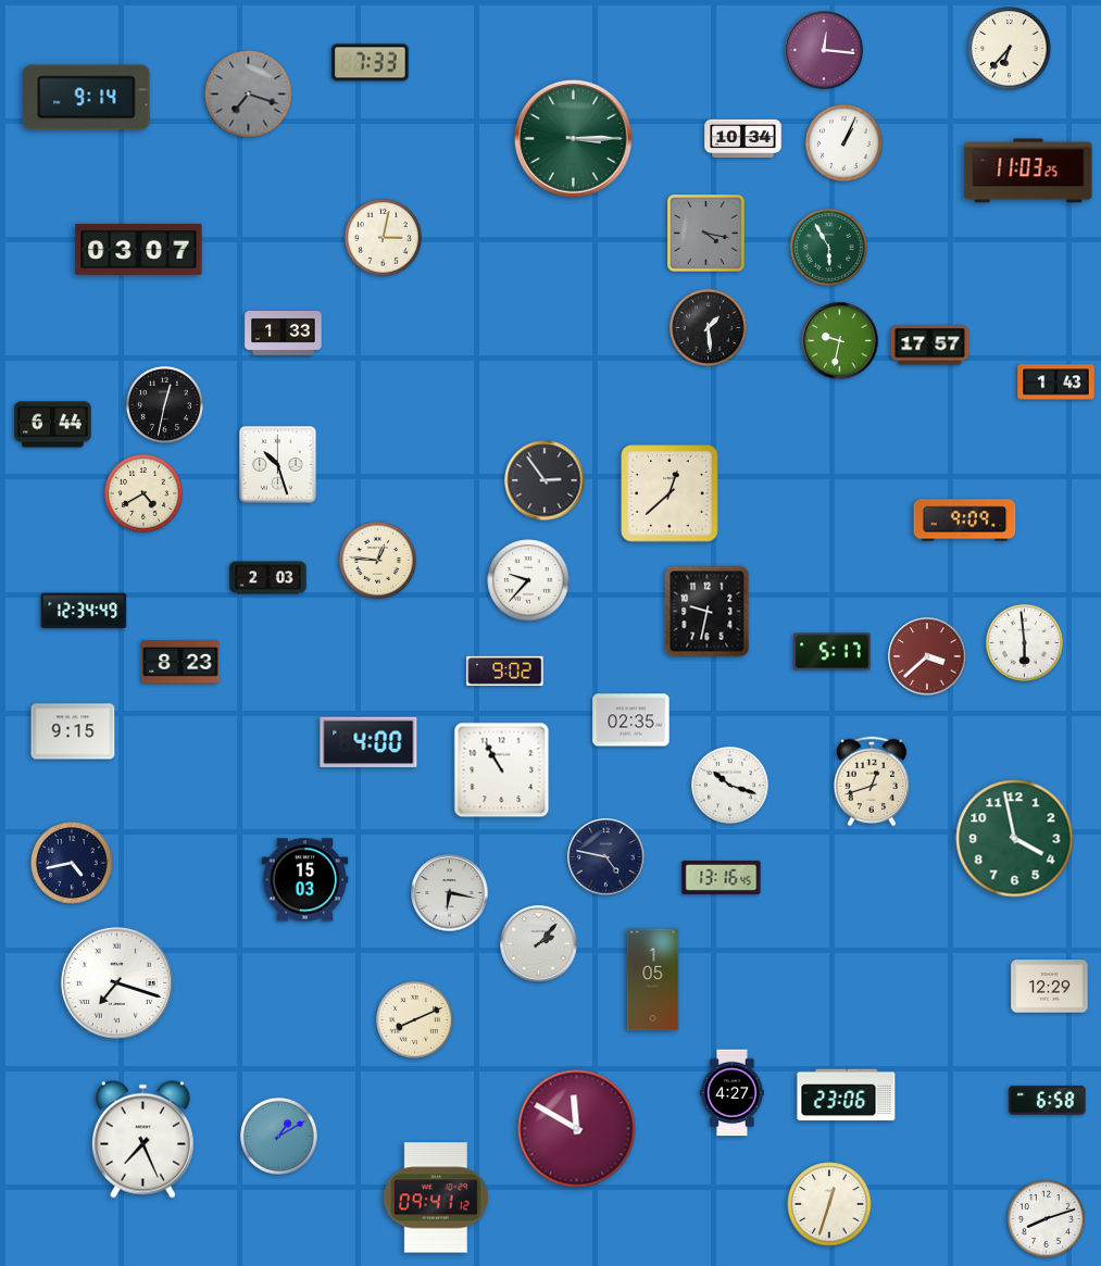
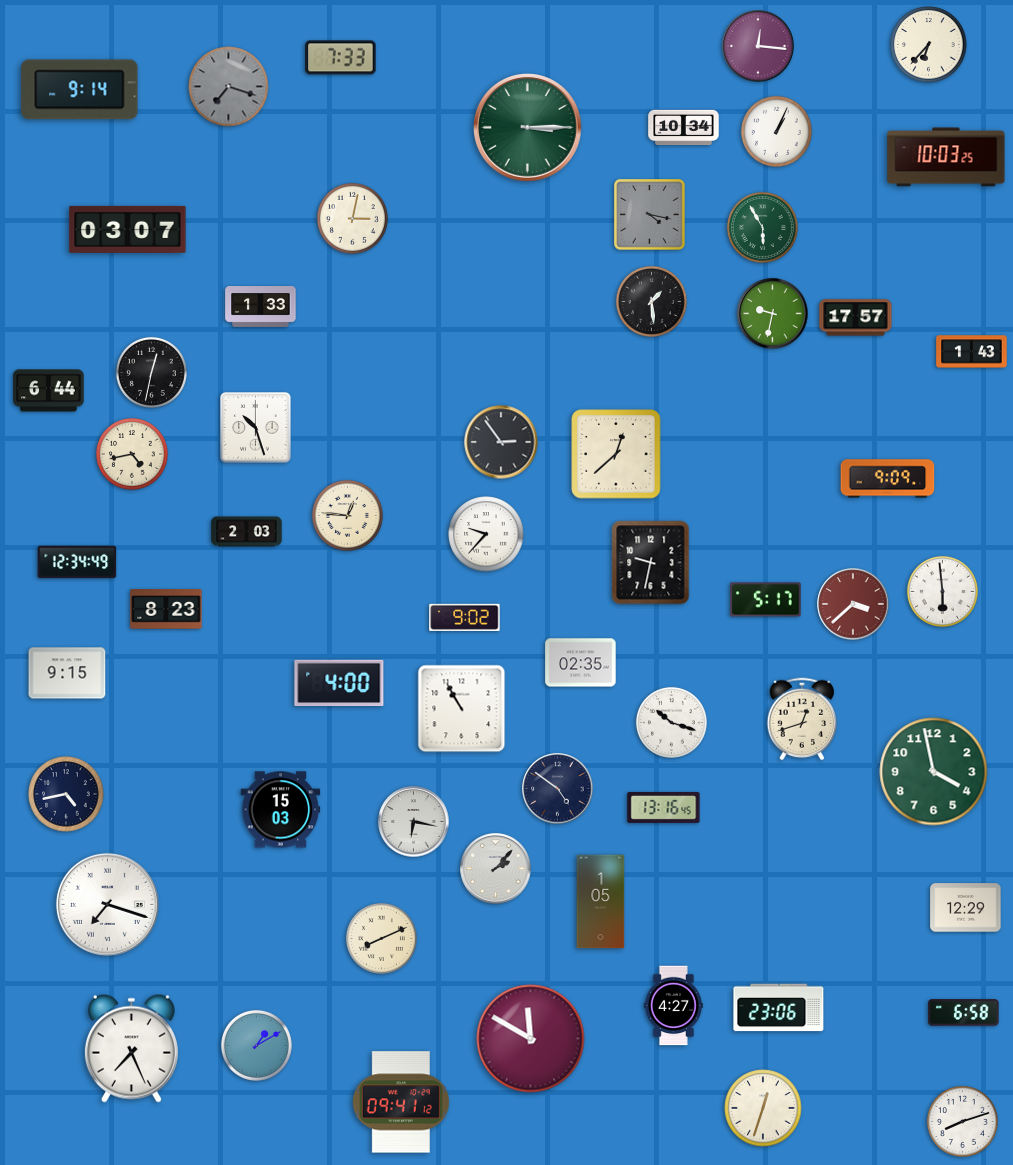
clock at (1028, 171): 11:03 -> 10:03
clock at (143, 493): 4:40 -> 4:43
clock at (606, 857): 4:47 -> 4:51
